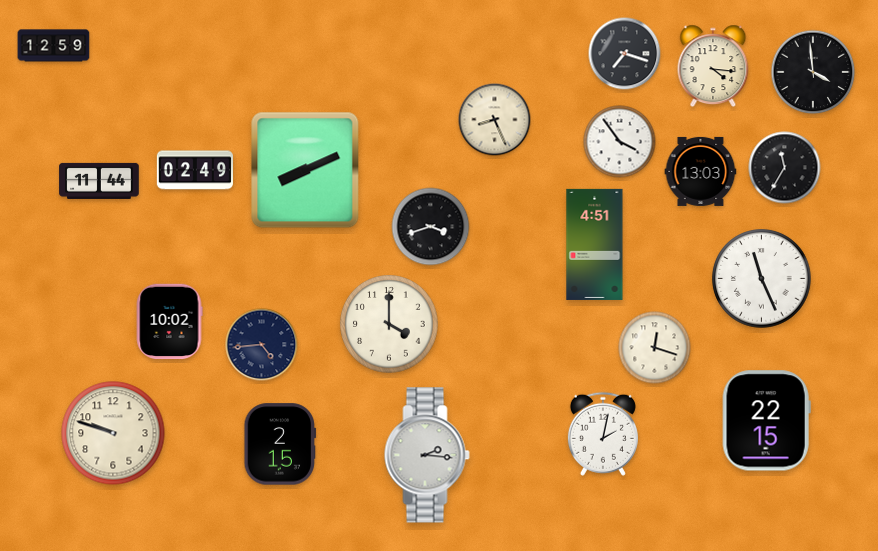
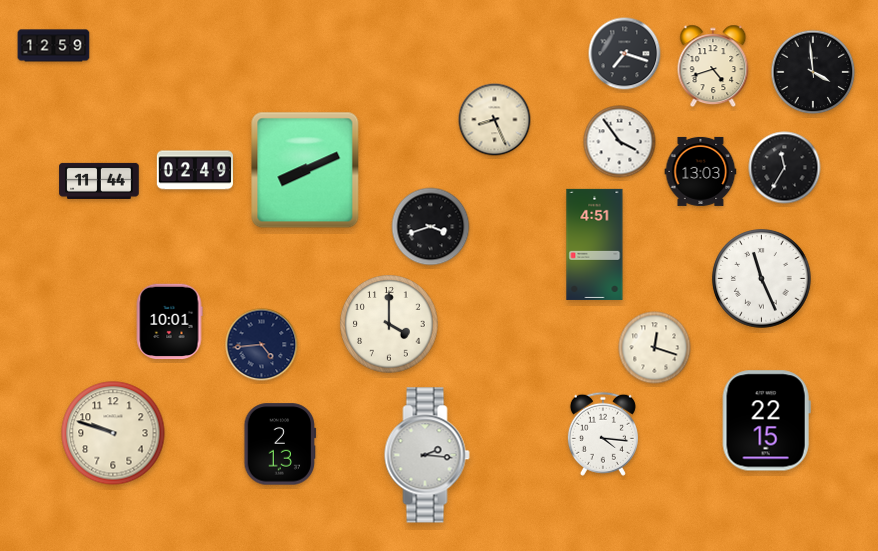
clock at (713, 66): 4:16 -> 4:42
clock at (169, 322): 10:02 -> 10:01
clock at (603, 434): 2:02 -> 4:16
clock at (280, 444): 2:15 -> 2:13
